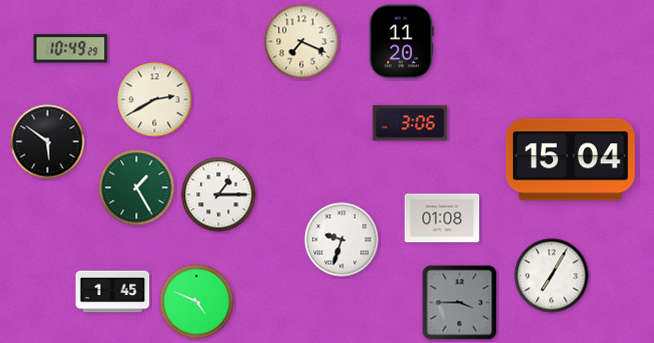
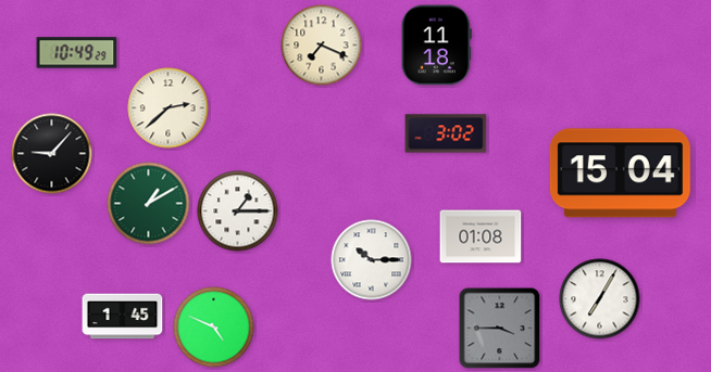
clock at (302, 42) position: (302, 42) -> (322, 46)
clock at (401, 42): 11:20 -> 11:18
clock at (155, 100): 2:40 -> 2:38
clock at (410, 123): 3:06 -> 3:02
clock at (48, 142): 5:51 -> 9:07
clock at (137, 188): 1:25 -> 1:10
clock at (342, 240): 9:33 -> 10:15
